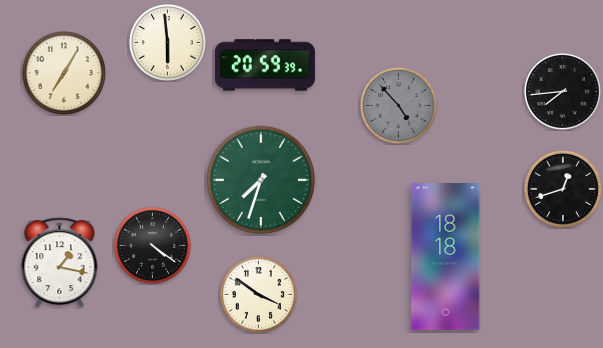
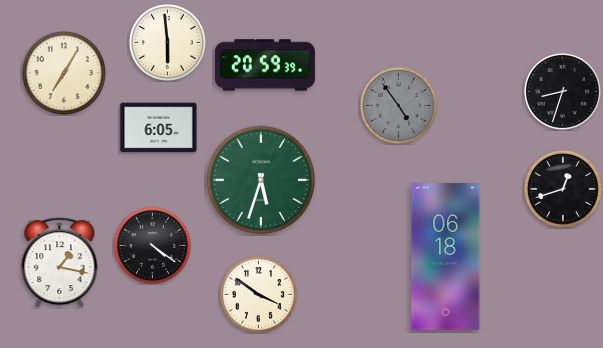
clock at (562, 91): 7:44 -> 8:33
clock at (398, 105): 4:53 -> 4:54
clock at (159, 128): none -> 6:05
clock at (261, 180): 7:33 -> 5:33
clock at (446, 257): 18:18 -> 06:18
